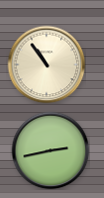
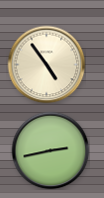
clock at (46, 64): 10:54 -> 4:54
